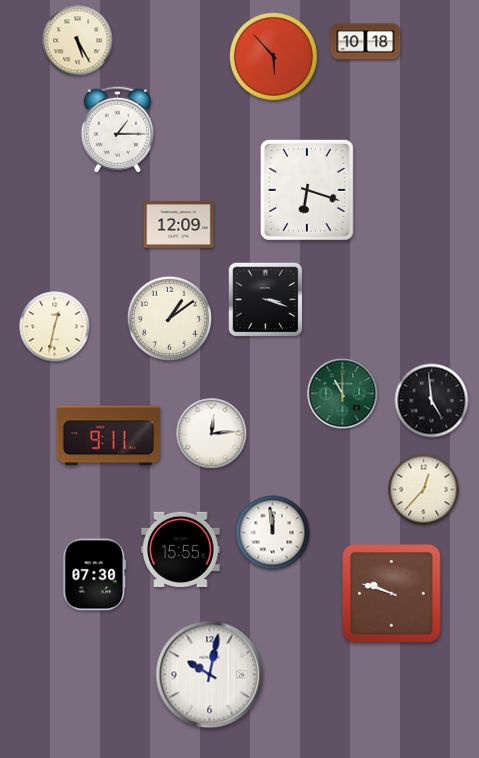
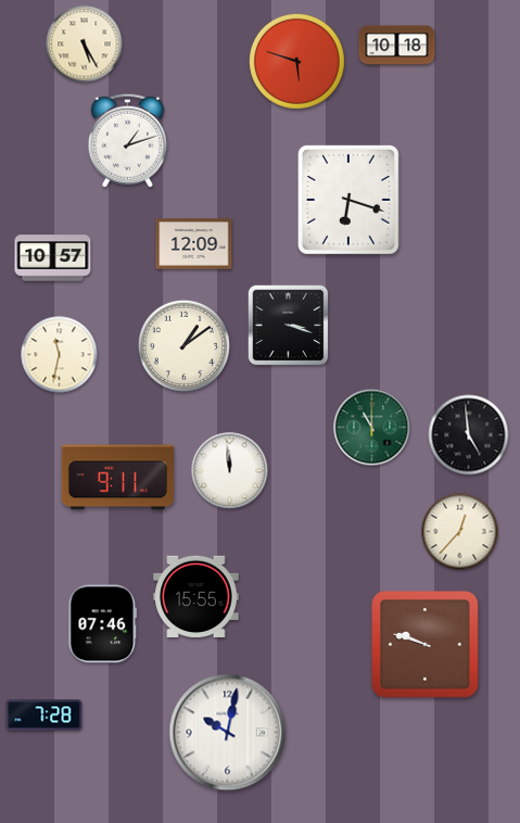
clock at (273, 56): 5:53 -> 5:48
clock at (117, 129): 1:15 -> 1:12
clock at (307, 190) position: (307, 190) -> (348, 200)
clock at (53, 258): none -> 10:57
clock at (55, 327): 12:32 -> 11:32
clock at (212, 434): 12:14 -> 11:59
clock at (108, 436) position: (108, 436) -> (117, 478)
clock at (273, 533): 11:59 -> none
clock at (95, 575): 07:30 -> 07:46
clock at (45, 716): none -> 7:28
